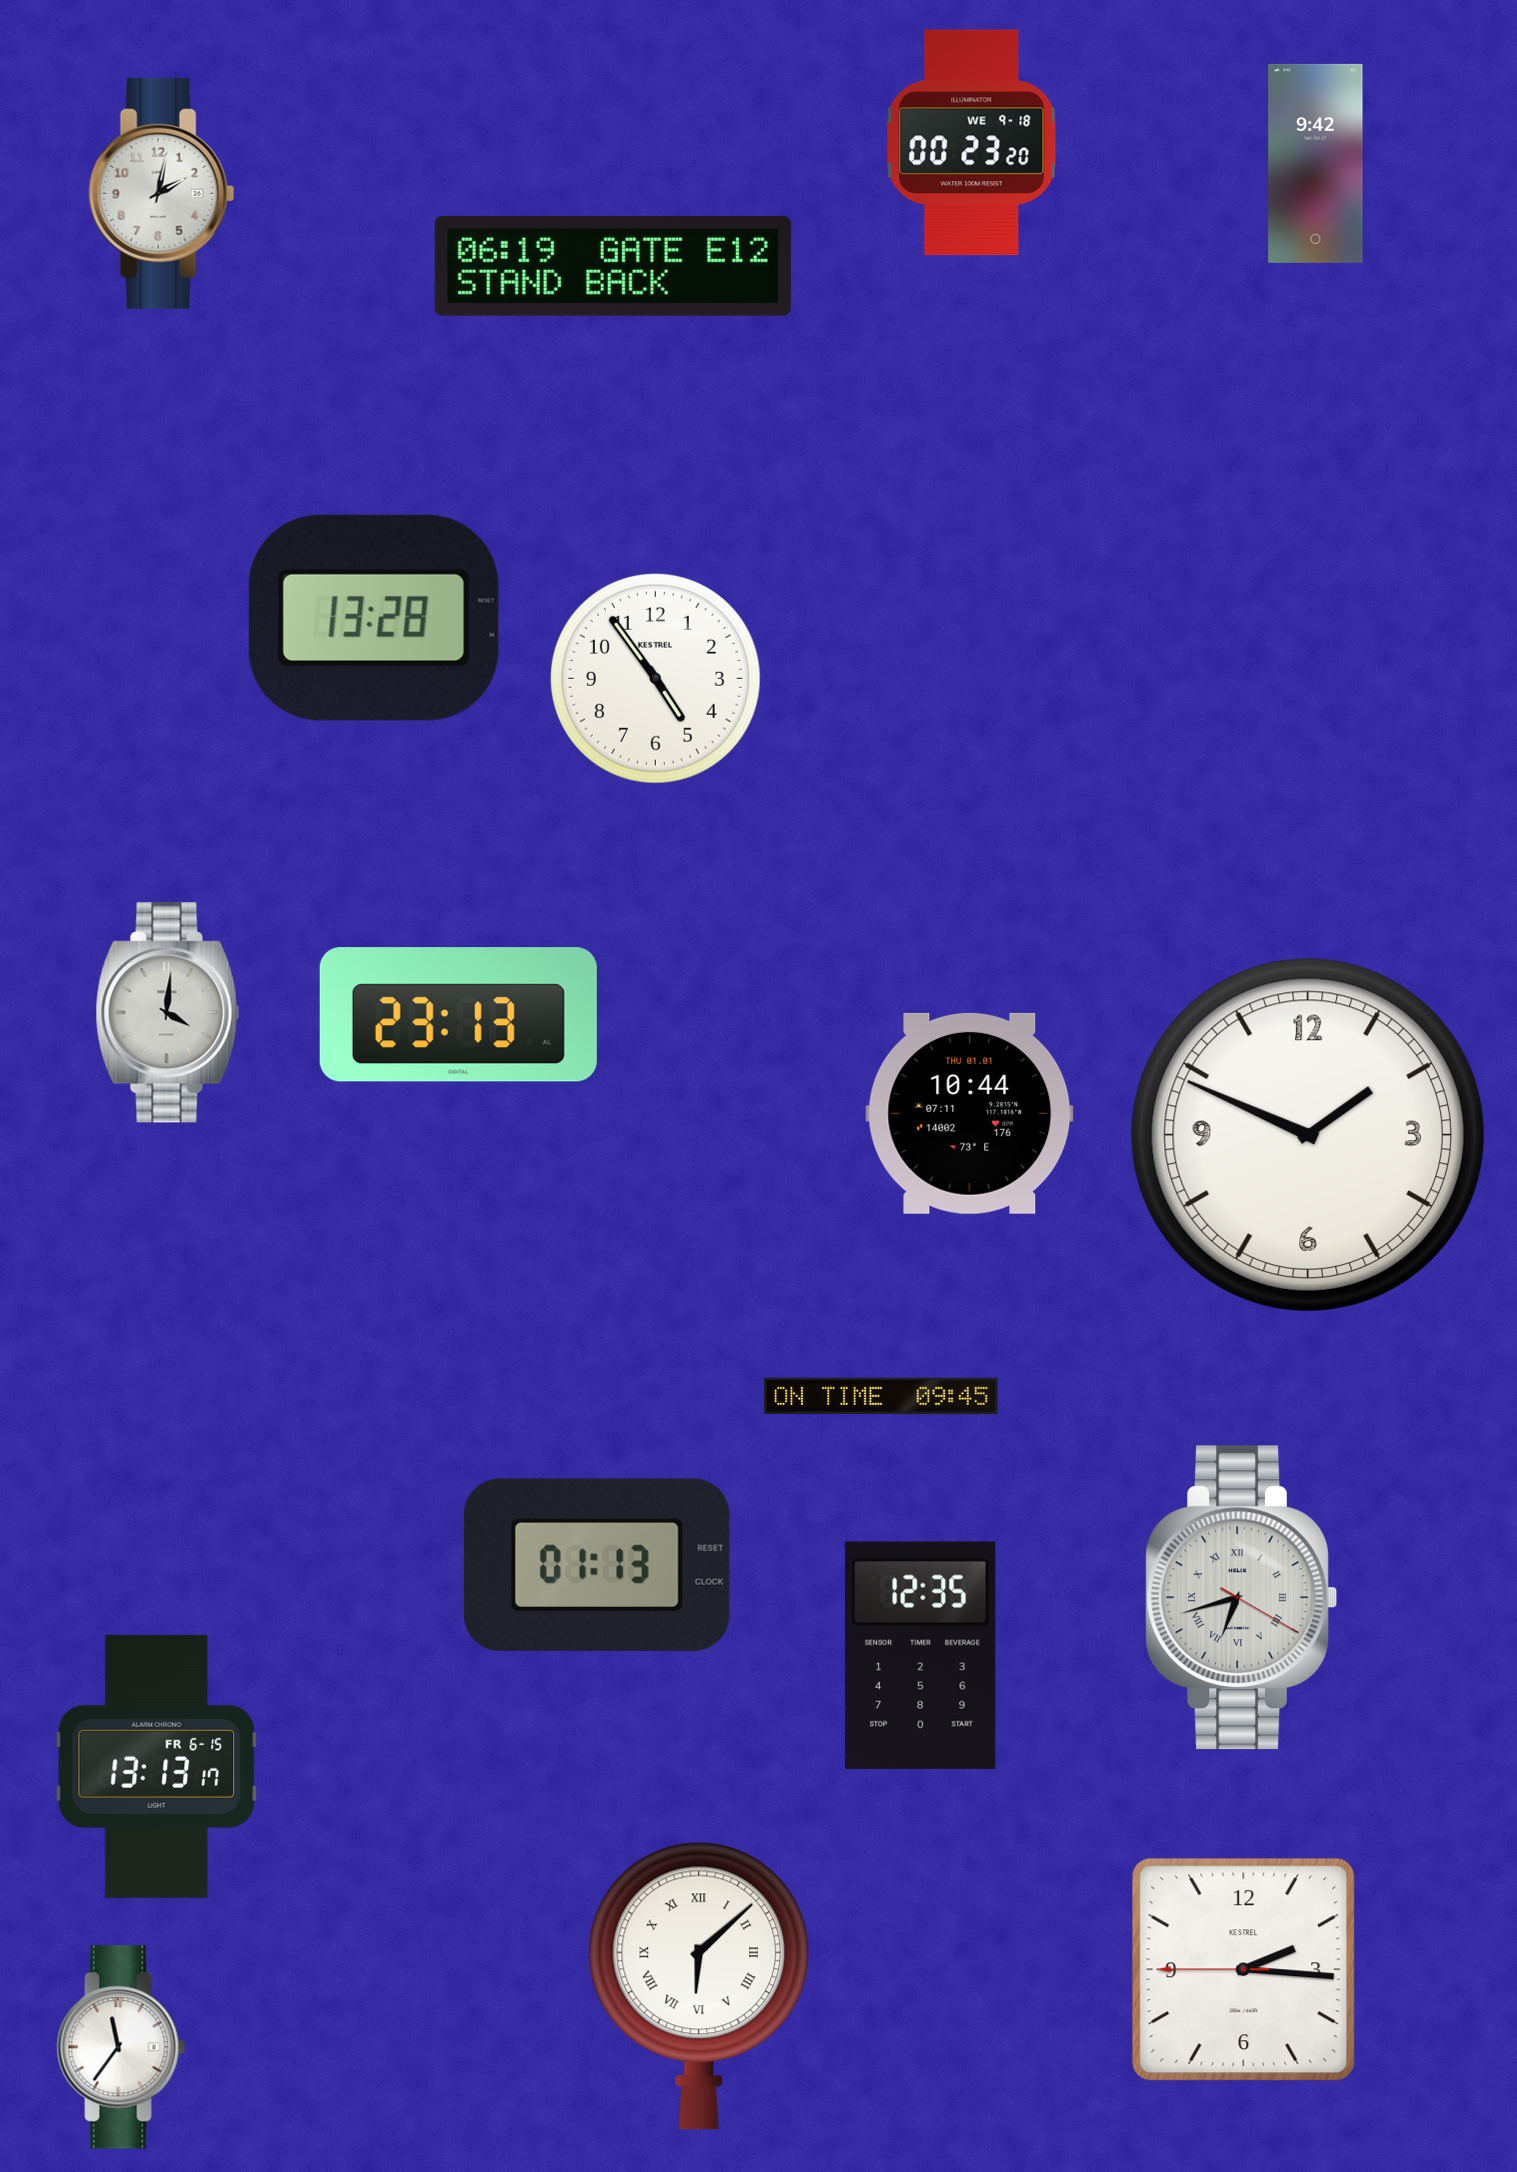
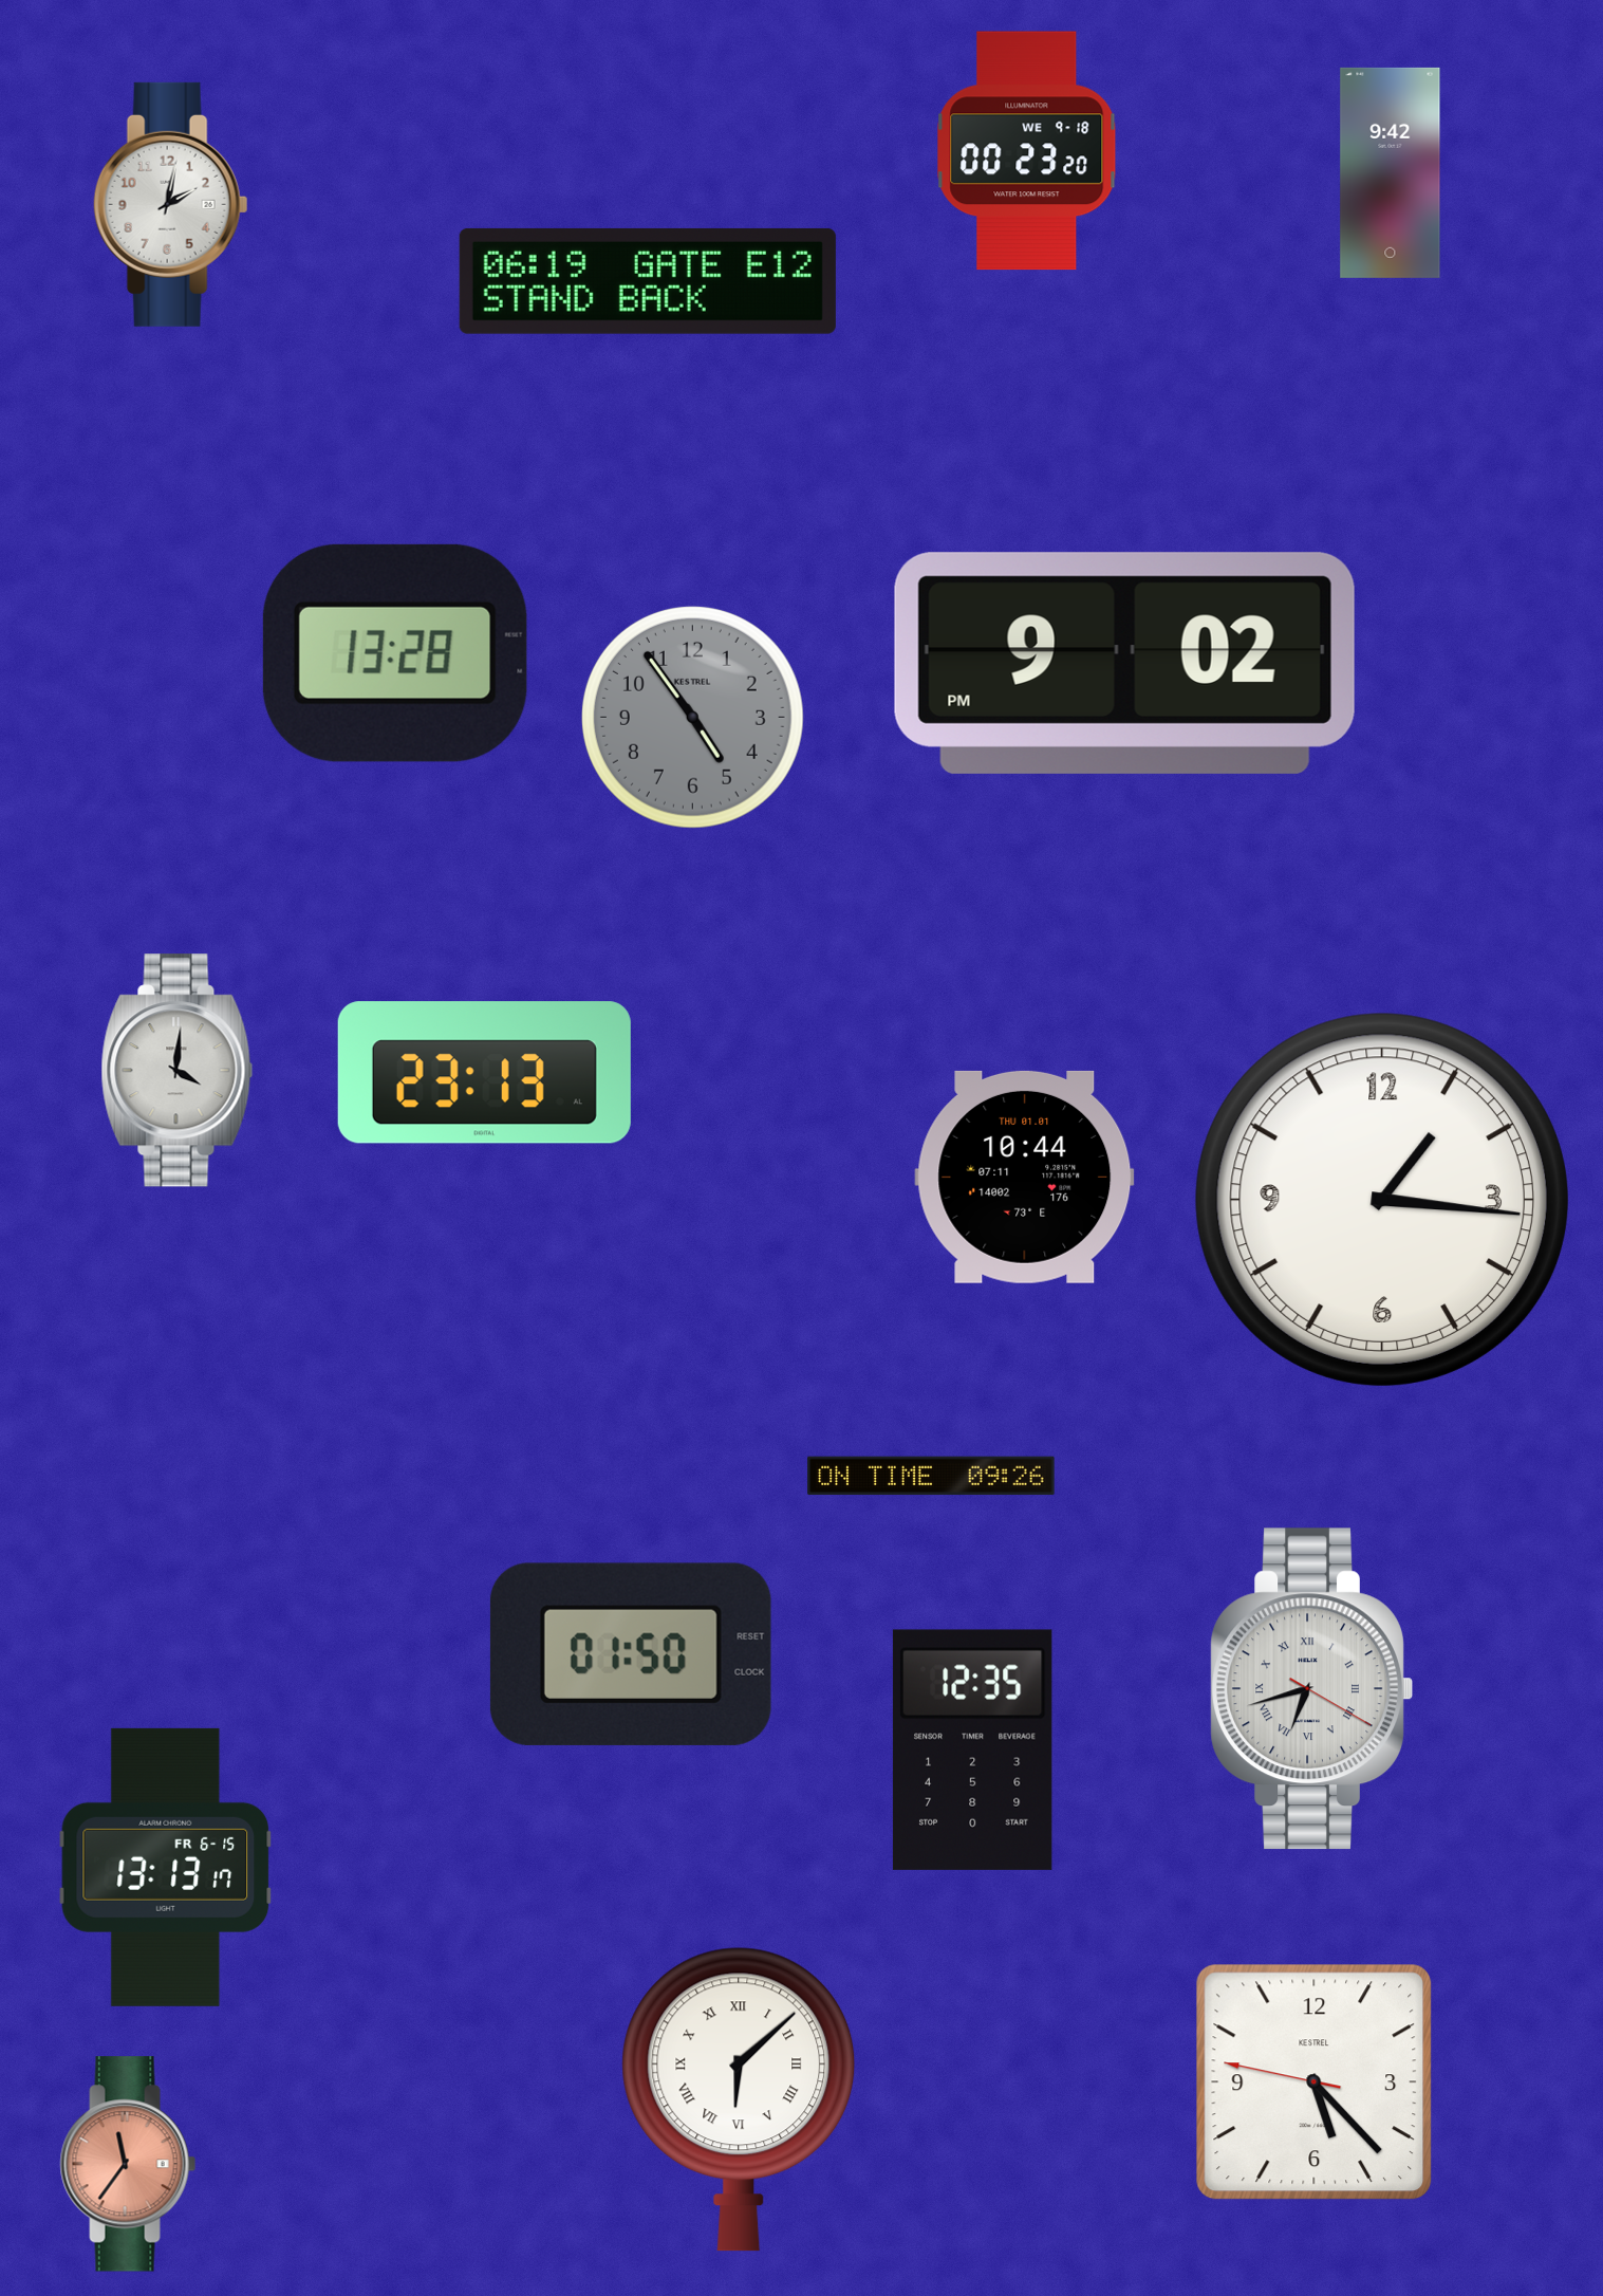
clock at (1124, 663): none -> 9:02
clock at (655, 678) dial: white -> grey
clock at (1308, 1135): 1:49 -> 1:16
clock at (881, 1396): 09:45 -> 09:26
clock at (597, 1565): 01:13 -> 01:50
clock at (1244, 1970): 2:15 -> 5:22
clock at (121, 2047) dial: white -> salmon
